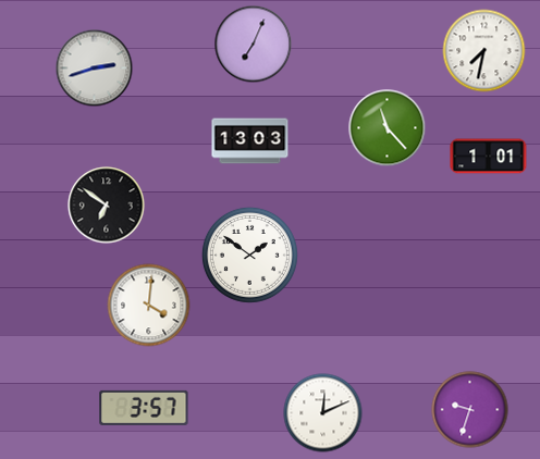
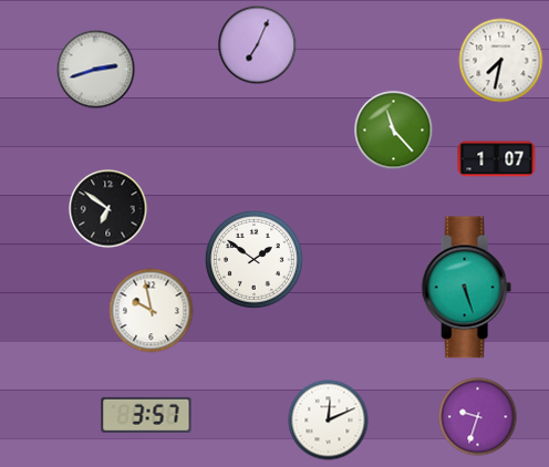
clock at (484, 51) position: (484, 51) -> (501, 61)
clock at (250, 141): 13:03 -> none
clock at (489, 157): 1:01 -> 1:07
clock at (466, 288): none -> 5:27
clock at (149, 306): 4:01 -> 9:58
